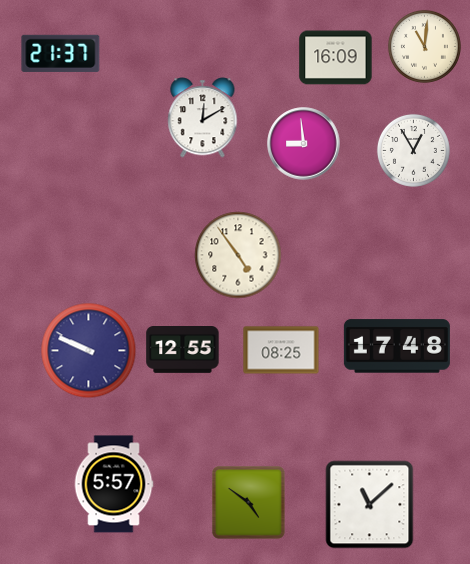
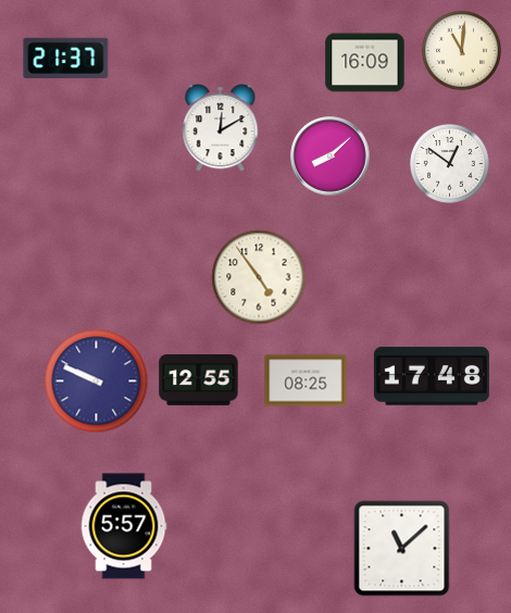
clock at (304, 144): 8:59 -> 8:08
clock at (413, 150): 12:55 -> 12:51
clock at (249, 503): 4:51 -> none
